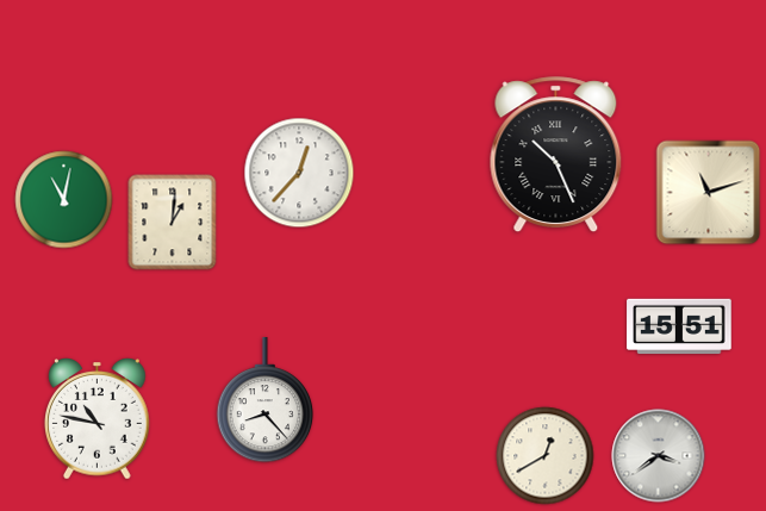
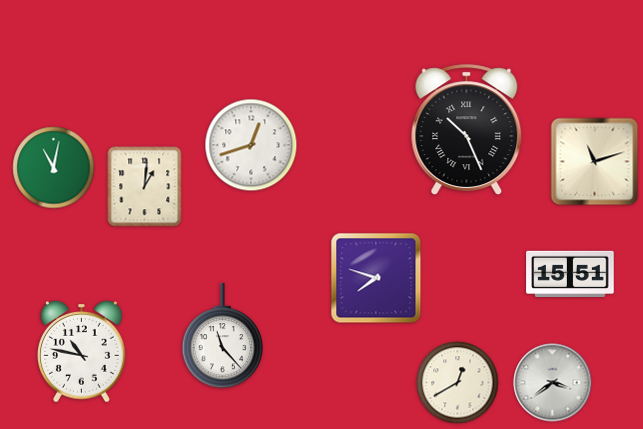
clock at (299, 173): 12:37 -> 12:42
clock at (376, 278): none -> 7:48
clock at (266, 400): 8:23 -> 11:23
